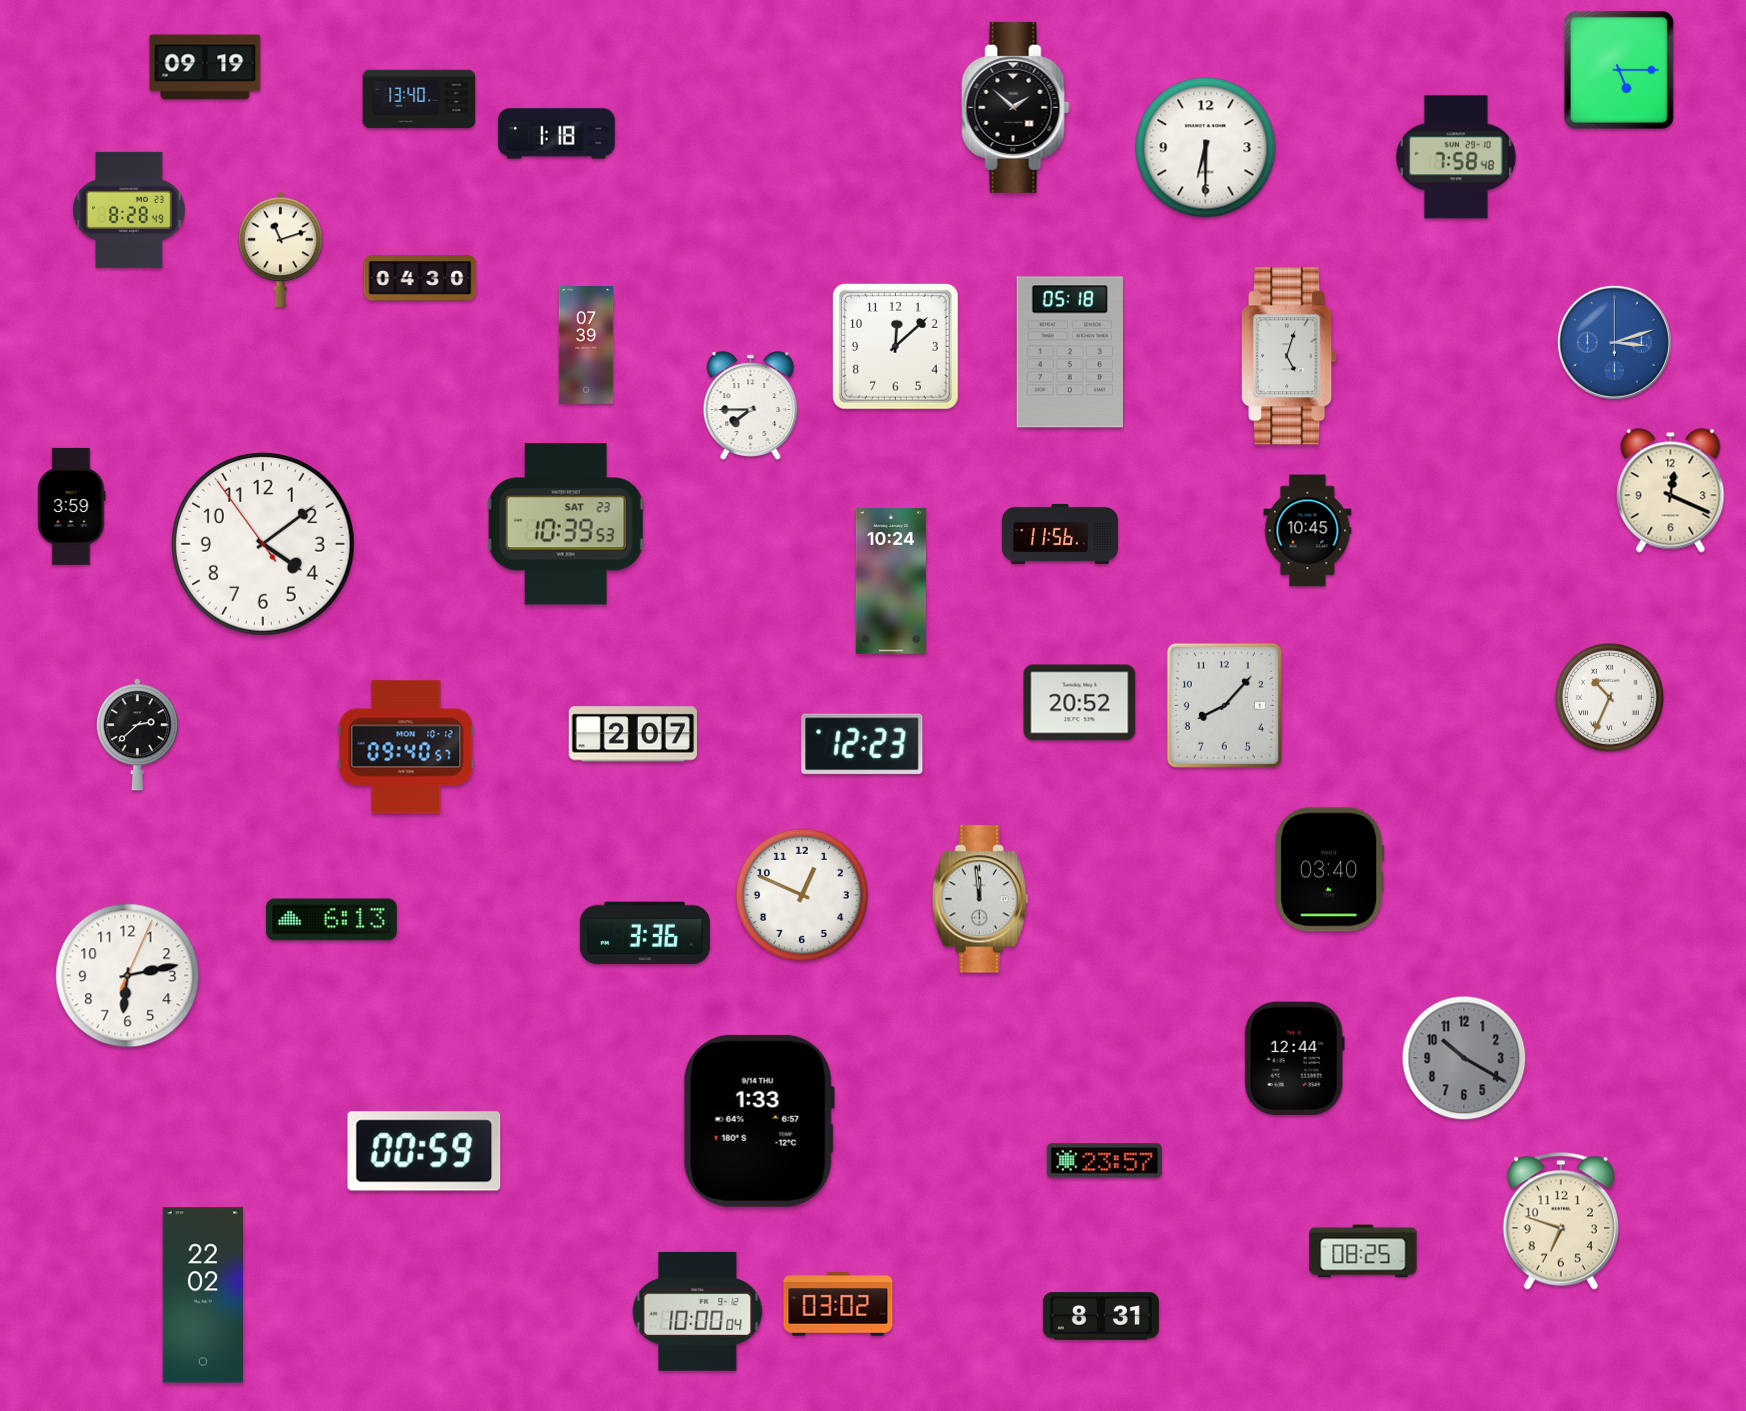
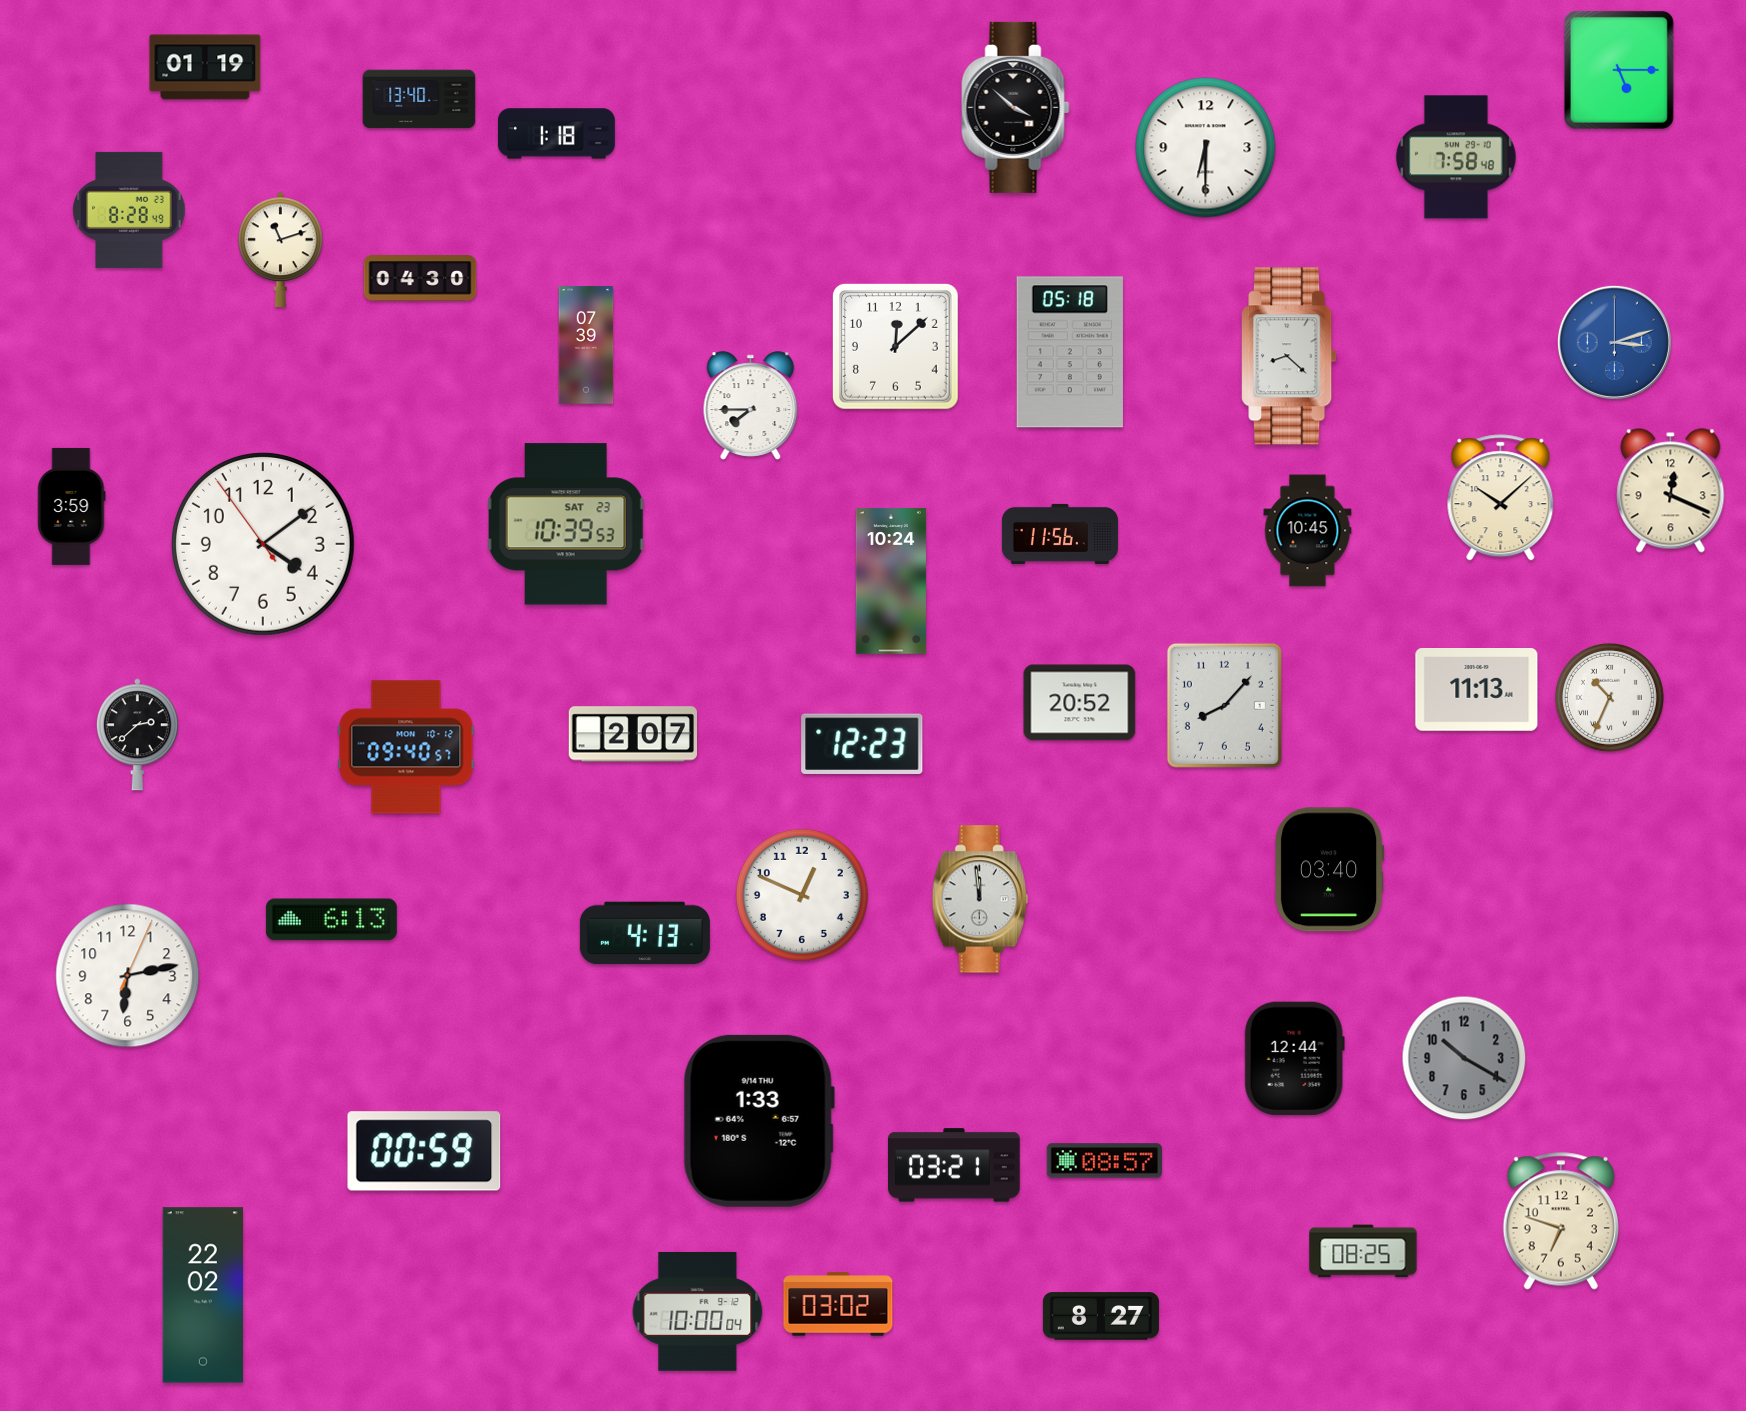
clock at (205, 67): 09:19 -> 01:19
clock at (1016, 107): 1:52 -> 3:52
clock at (1289, 356): 5:03 -> 8:22
clock at (1501, 498): none -> 10:08
clock at (1477, 690): none -> 11:13
clock at (645, 933): 3:36 -> 4:13
clock at (1104, 1161): 23:57 -> 08:57
clock at (955, 1165): none -> 03:21
clock at (1101, 1316): 8:31 -> 8:27
